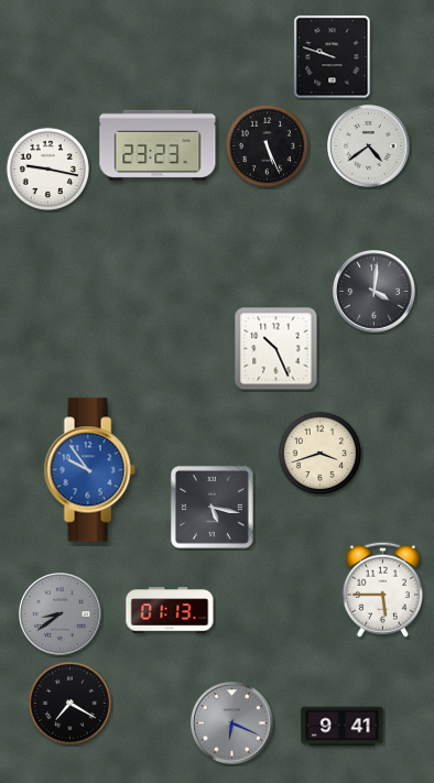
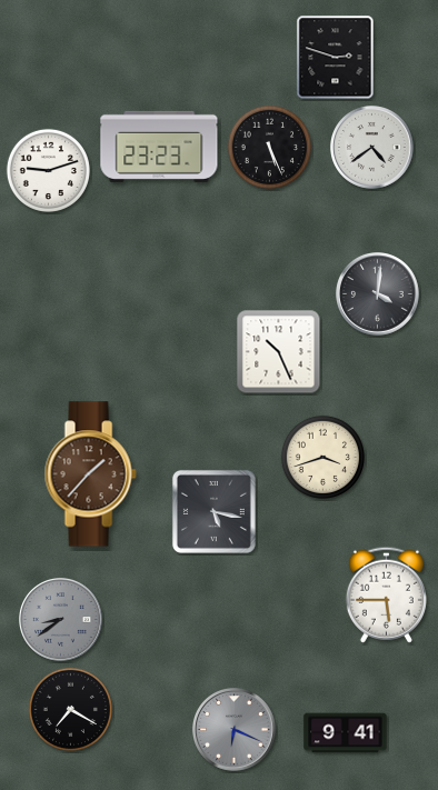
clock at (333, 57): 9:48 -> 2:48
clock at (47, 168): 9:17 -> 9:12
clock at (89, 470): 9:54 -> 1:37
clock at (89, 470) dial: blue -> brown
clock at (170, 610): 01:13 -> none
